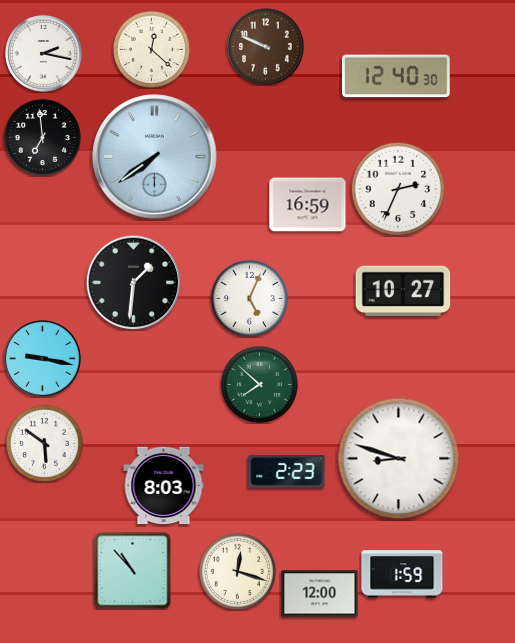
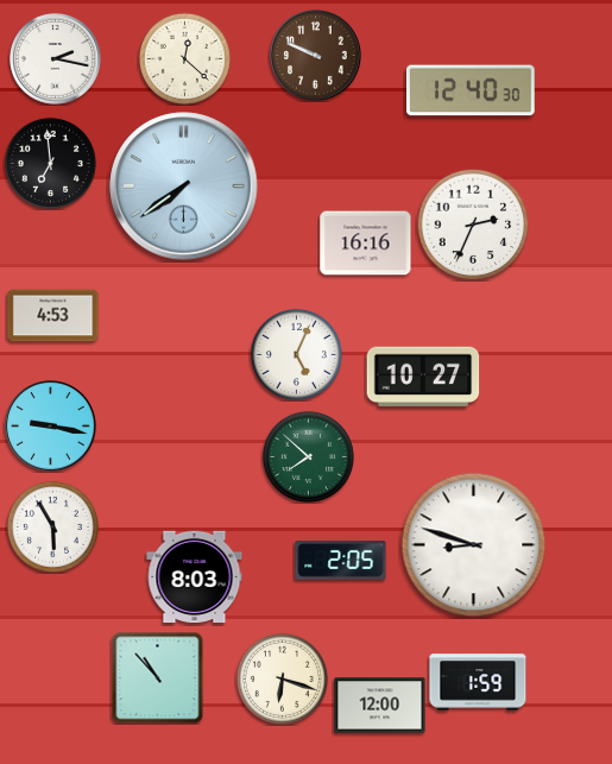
clock at (151, 49) position: (151, 49) -> (184, 58)
clock at (44, 54) position: (44, 54) -> (56, 59)
clock at (308, 205): 16:59 -> 16:16
clock at (53, 316): none -> 4:53
clock at (133, 282): 1:31 -> none
clock at (403, 291) position: (403, 291) -> (423, 377)
clock at (44, 443): 5:51 -> 5:55
clock at (287, 472): 2:23 -> 2:05
clock at (237, 571): 12:18 -> 6:18
